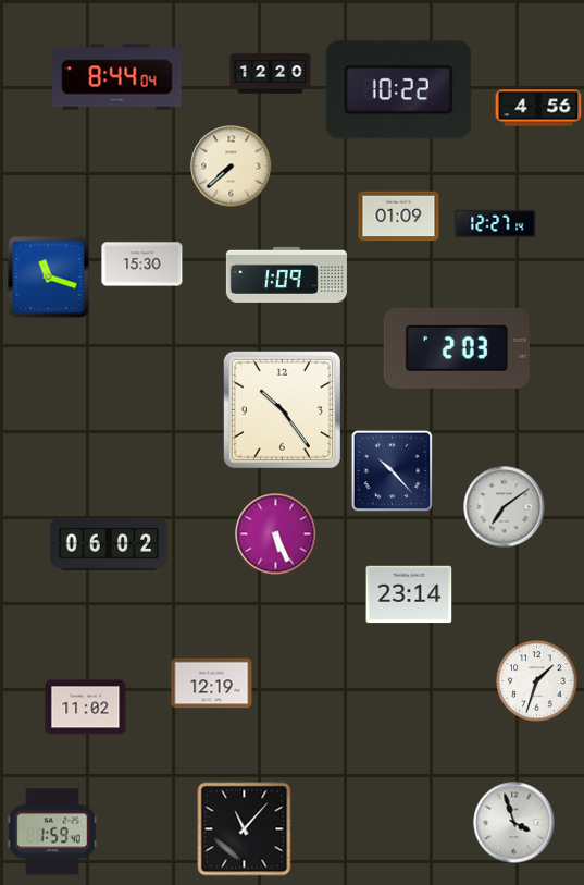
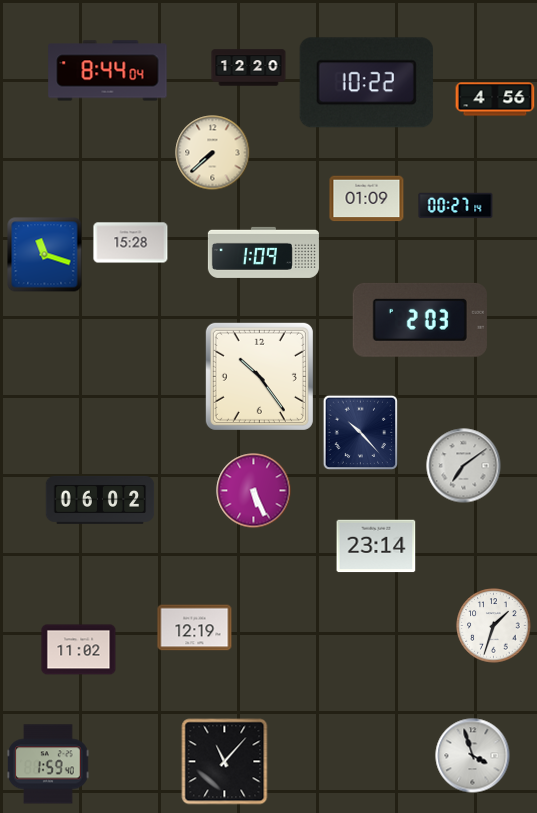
clock at (496, 224): 12:27 -> 00:27
clock at (142, 265): 15:30 -> 15:28
